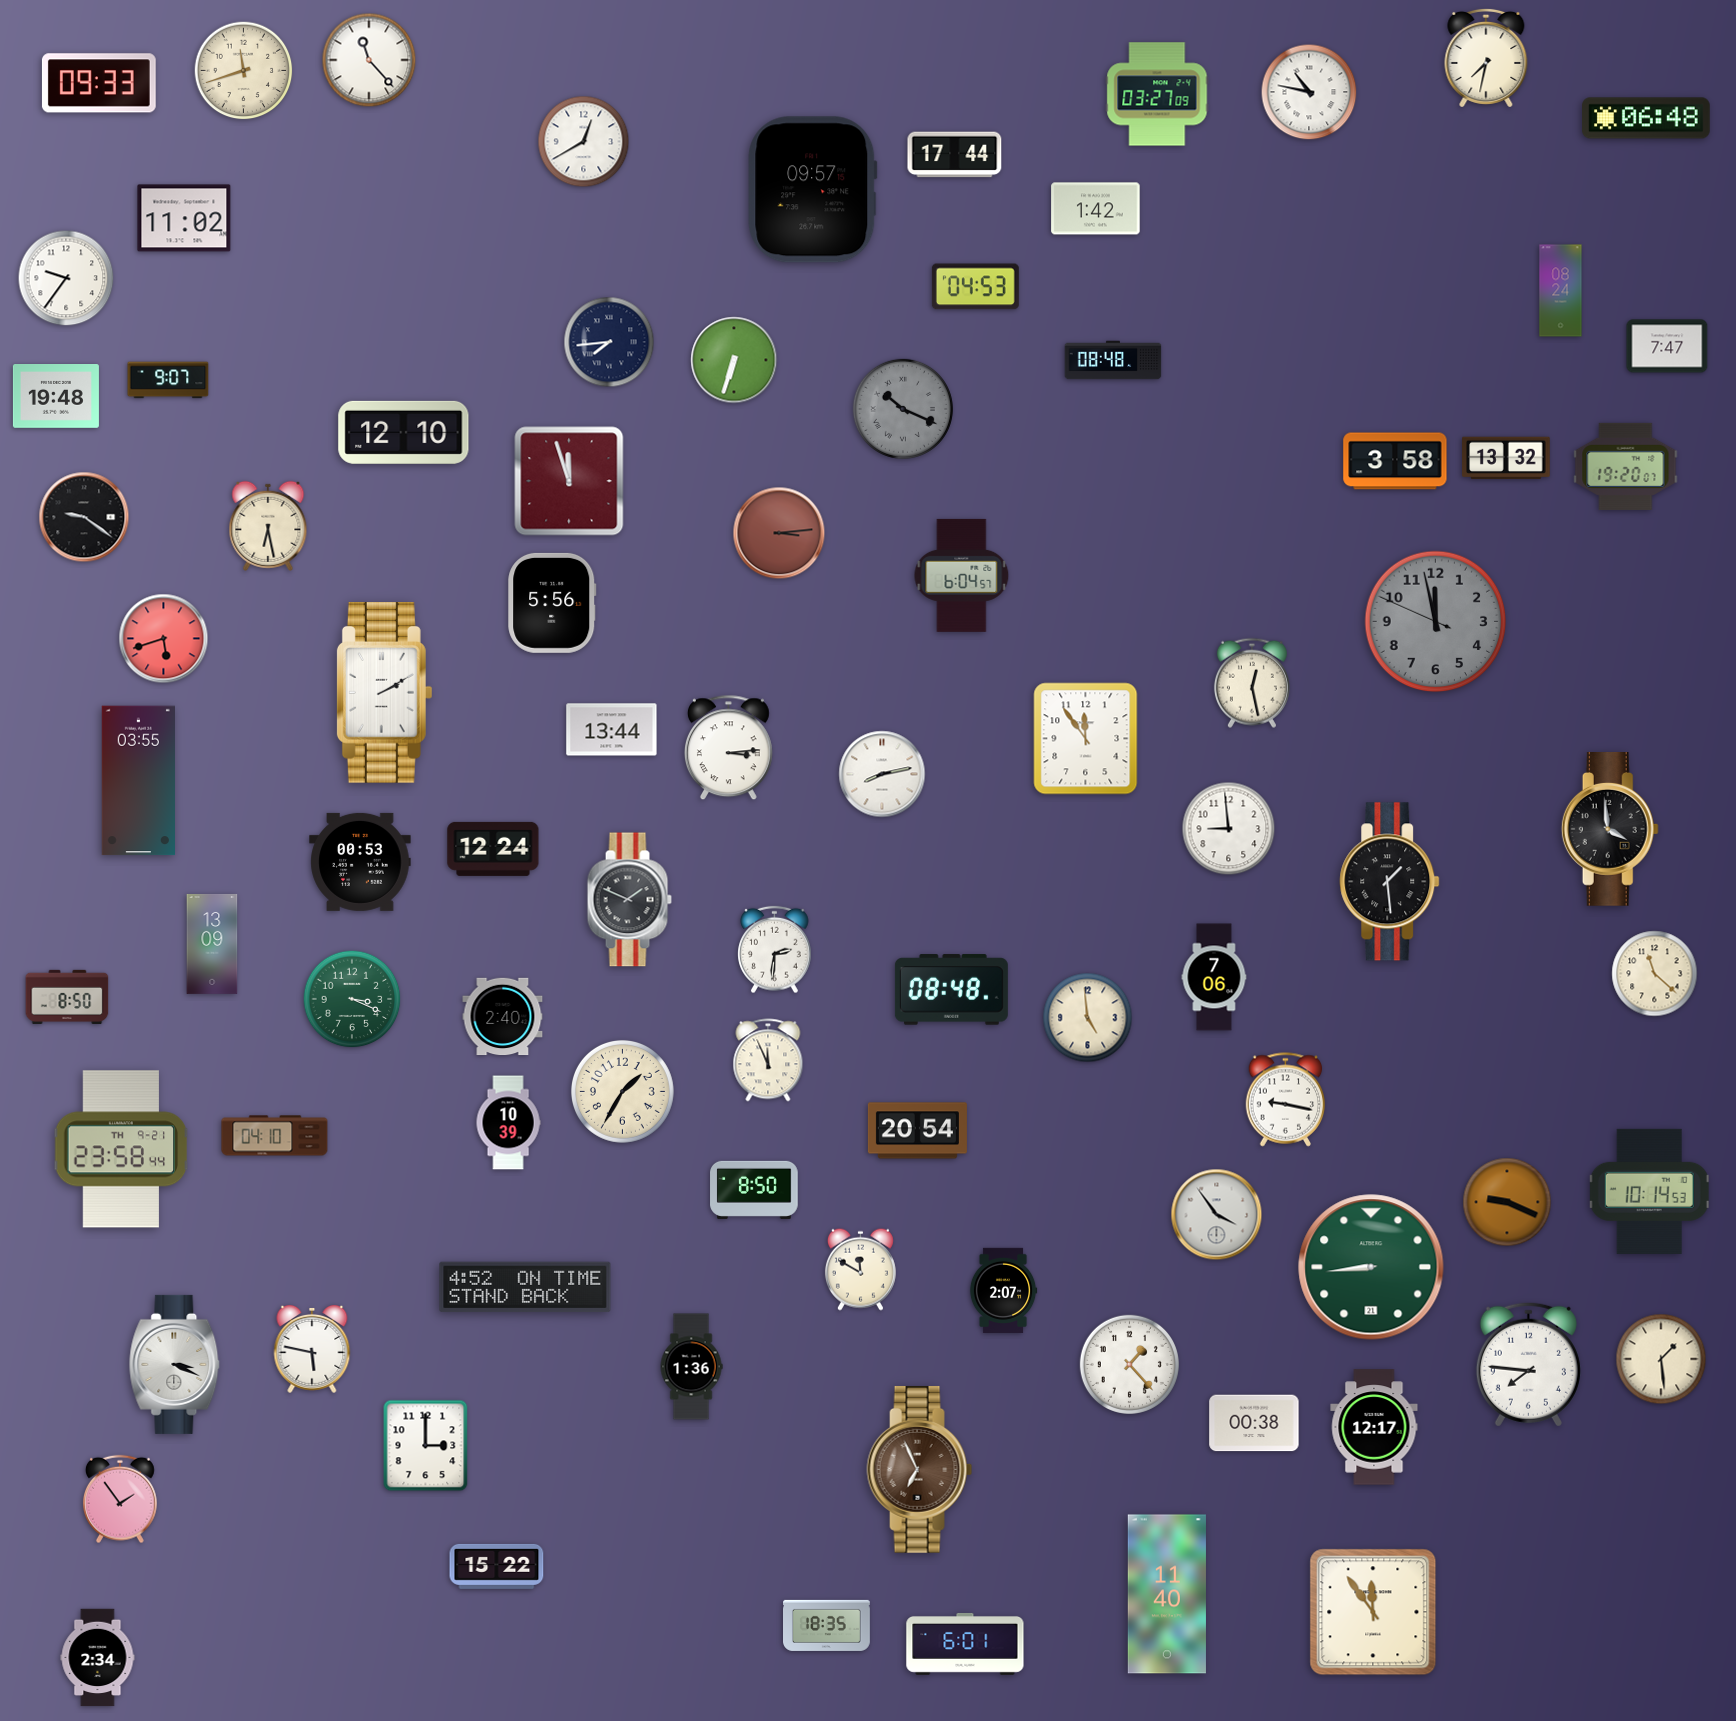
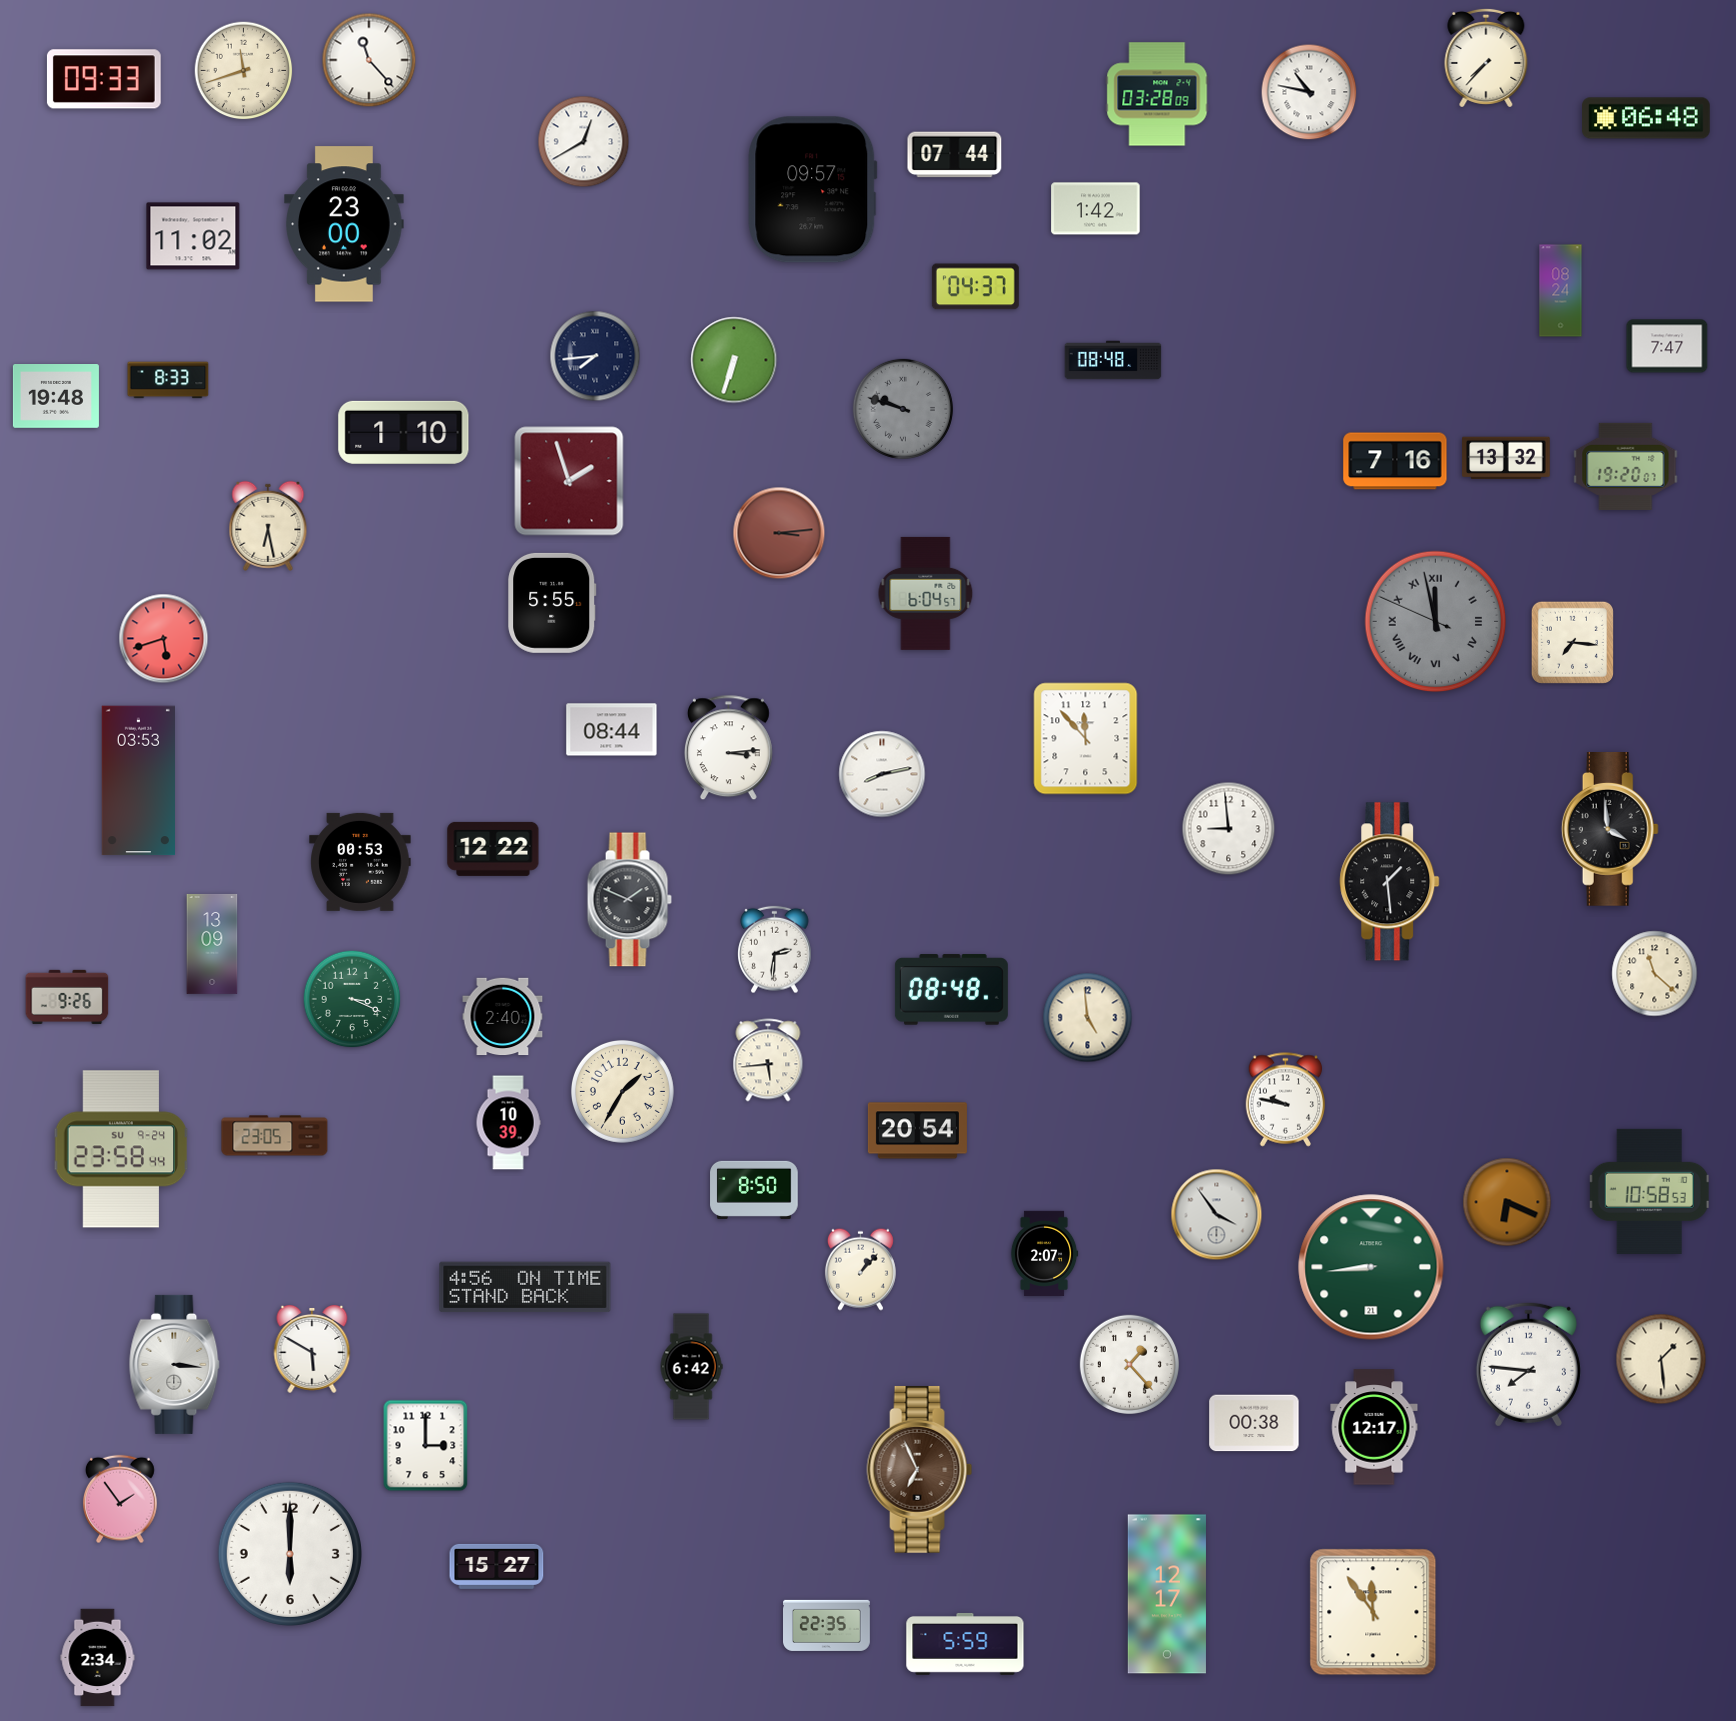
clock at (1486, 58): 7:32 -> 7:37
clock at (99, 83) position: (99, 83) -> (104, 79)
clock at (1157, 94): 03:27 -> 03:28
clock at (955, 155): 17:44 -> 07:44
clock at (184, 218) position: (184, 218) -> (193, 236)
clock at (344, 224): none -> 23:00
clock at (66, 278): 9:36 -> none
clock at (975, 287): 04:53 -> 04:37
clock at (609, 342) position: (609, 342) -> (595, 356)
clock at (168, 380): 9:07 -> 8:33
clock at (903, 409): 10:19 -> 9:48
clock at (404, 432): 12:10 -> 1:10
clock at (1395, 461): 3:58 -> 7:16
clock at (569, 481): 11:57 -> 1:57
clock at (84, 517): 9:21 -> none
clock at (962, 575) position: (962, 575) -> (926, 593)
clock at (552, 603): 5:56 -> 5:55
clock at (1436, 622) numerals: Arabic -> Roman
clock at (1572, 642): none -> 7:16
clock at (1252, 683): 12:28 -> none
clock at (384, 693): 2:10 -> none
clock at (612, 730): 13:44 -> 08:44
clock at (1086, 739): 11:54 -> 11:53
clock at (138, 781): 03:55 -> 03:53
clock at (493, 849): 12:24 -> 12:22
clock at (1214, 977): 7:06 -> none
clock at (67, 997): 8:50 -> 9:26
clock at (768, 1060): 11:56 -> 5:44
clock at (1286, 1100): 9:17 -> 9:47
clock at (275, 1136): 04:10 -> 23:05
clock at (121, 1149) date: TH 9-21 -> SU 9-24
clock at (1649, 1191): 10:14 -> 10:58
clock at (1507, 1202): 9:19 -> 6:19
clock at (860, 1269): 11:50 -> 1:07
clock at (525, 1287): 4:52 -> 4:56
clock at (1003, 1290) position: (1003, 1290) -> (1044, 1253)
clock at (312, 1349): 5:47 -> 5:50
clock at (175, 1364): 3:19 -> 3:16
clock at (691, 1367): 1:36 -> 6:42
clock at (290, 1554): none -> 6:00
clock at (497, 1566): 15:22 -> 15:27
clock at (1167, 1594): 11:40 -> 12:17
clock at (827, 1625): 18:35 -> 22:35
clock at (965, 1644): 6:01 -> 5:59
